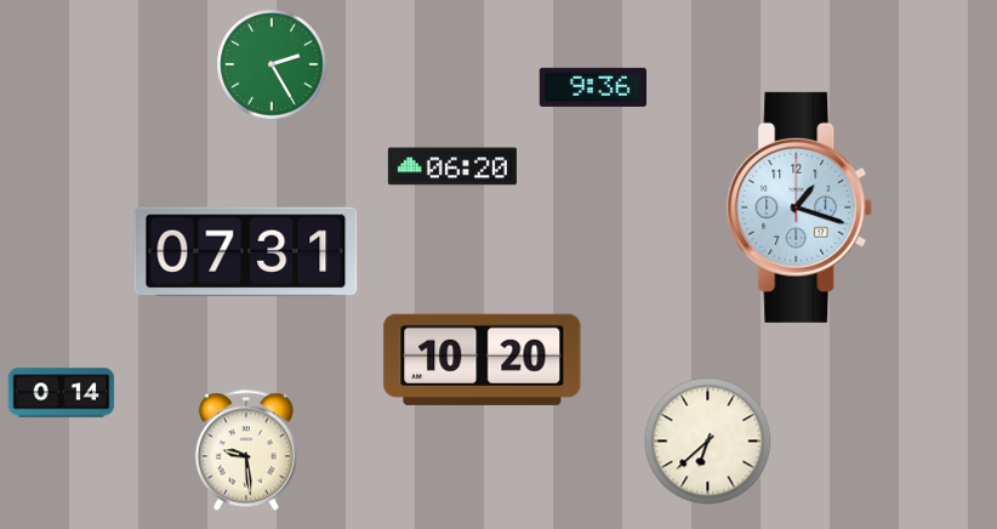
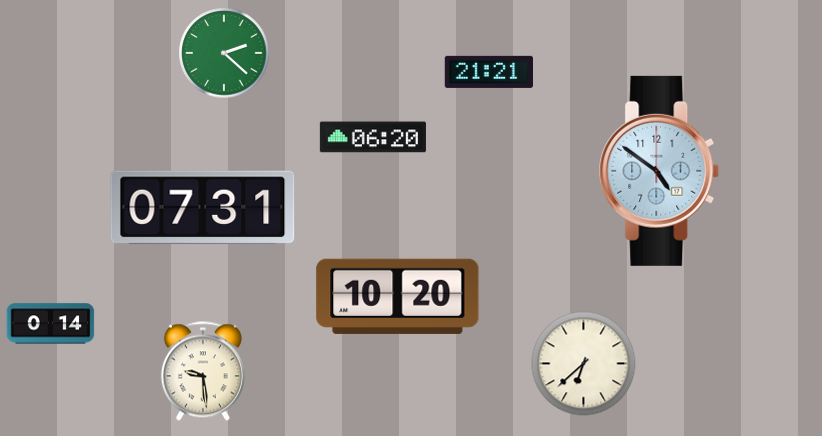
clock at (272, 64): 2:25 -> 2:22
clock at (593, 87): 9:36 -> 21:21
clock at (799, 207): 1:18 -> 4:51
